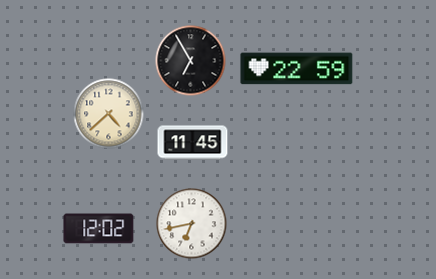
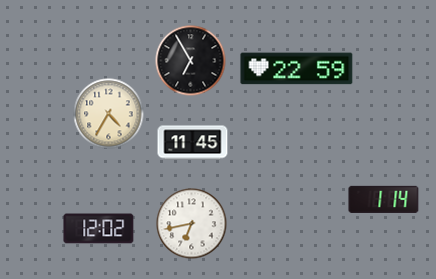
clock at (109, 114): 4:38 -> 4:35
clock at (384, 199): none -> 1:14
